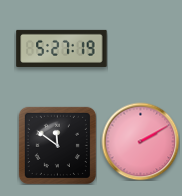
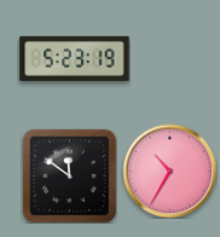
clock at (62, 48): 5:27 -> 5:23
clock at (140, 141): 2:10 -> 10:35
